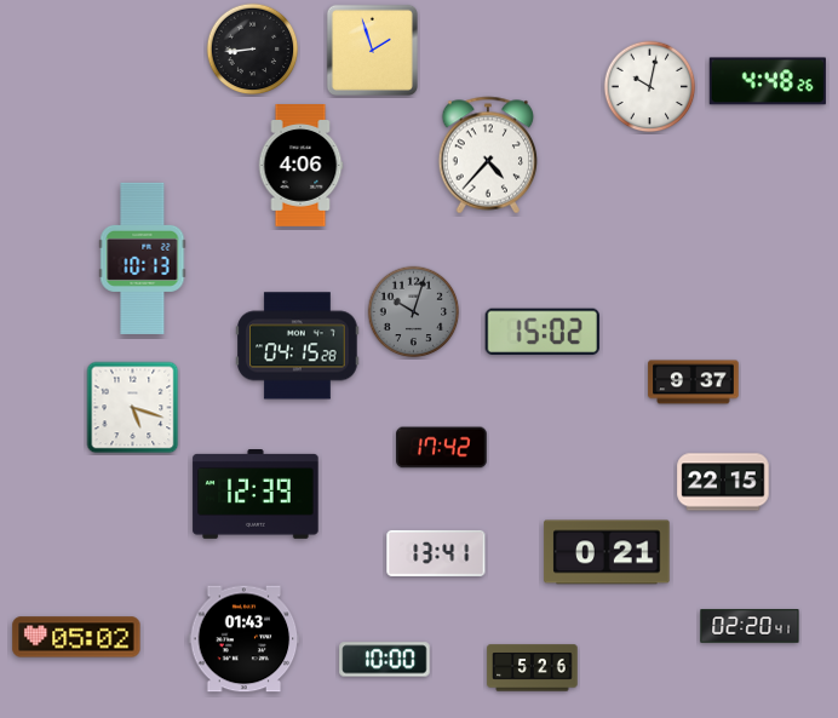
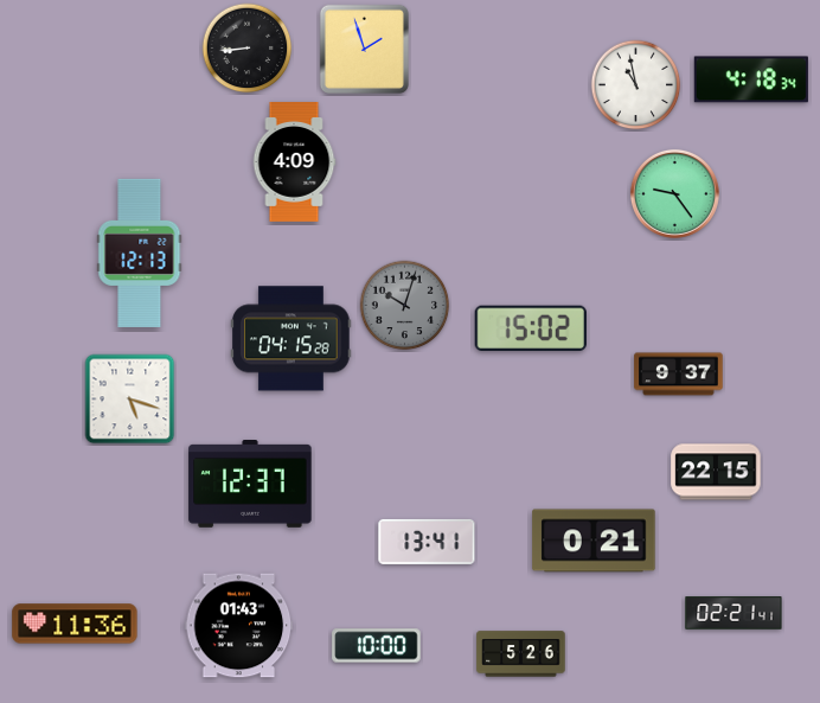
clock at (768, 81): 4:48 -> 4:18
clock at (650, 87): 10:02 -> 10:58
clock at (488, 155): 4:37 -> none
clock at (300, 166): 4:06 -> 4:09
clock at (674, 193): none -> 9:24
clock at (143, 258): 10:13 -> 12:13
clock at (543, 331) position: (543, 331) -> (531, 327)
clock at (442, 448): 17:42 -> none
clock at (723, 482) position: (723, 482) -> (716, 472)
clock at (256, 495): 12:39 -> 12:37
clock at (750, 626): 02:20 -> 02:21
clock at (76, 637): 05:02 -> 11:36
